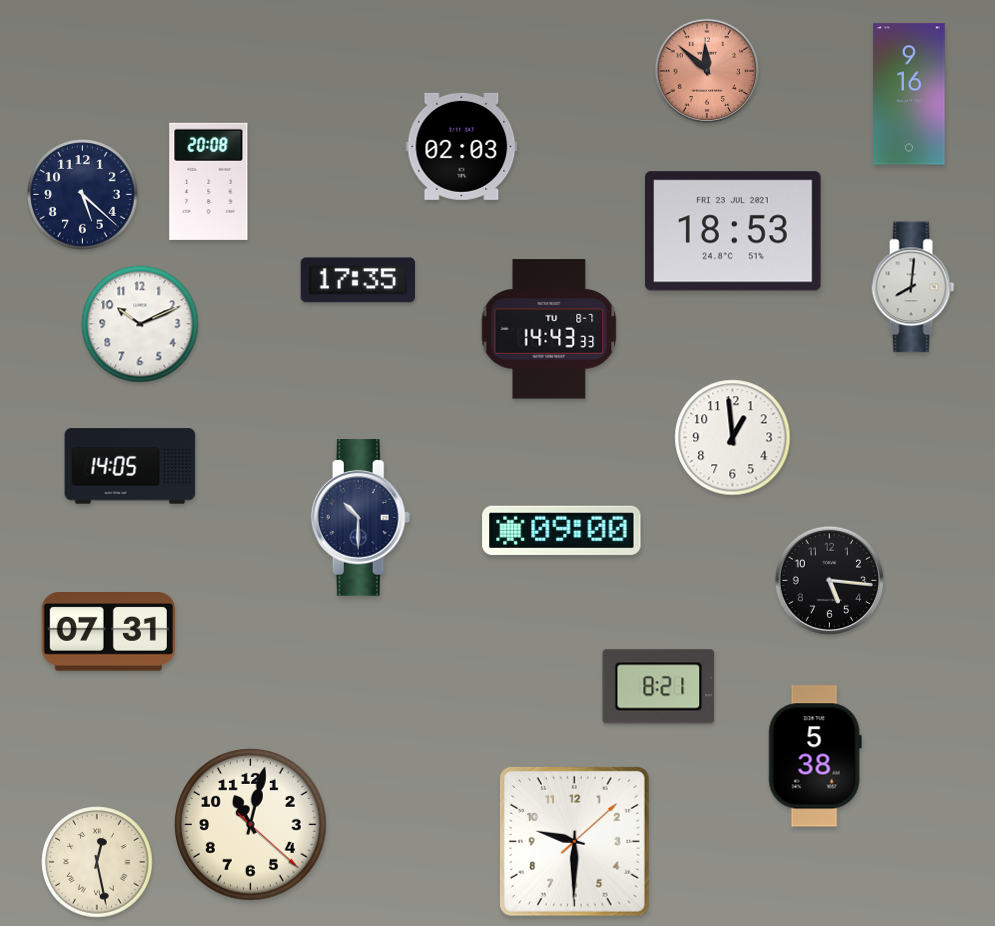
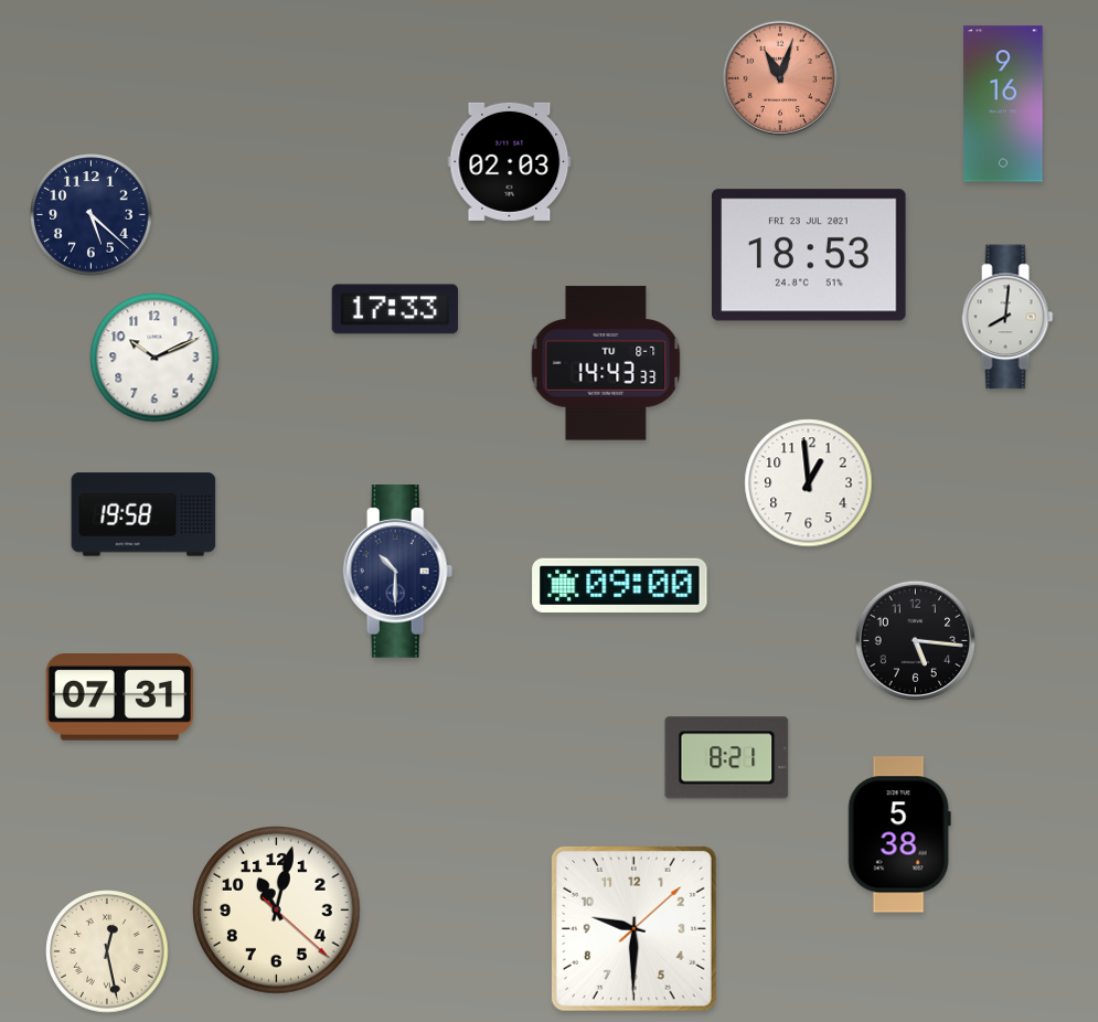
clock at (707, 71): 11:52 -> 11:03
clock at (209, 181): 20:08 -> none
clock at (358, 280): 17:35 -> 17:33
clock at (130, 466): 14:05 -> 19:58
